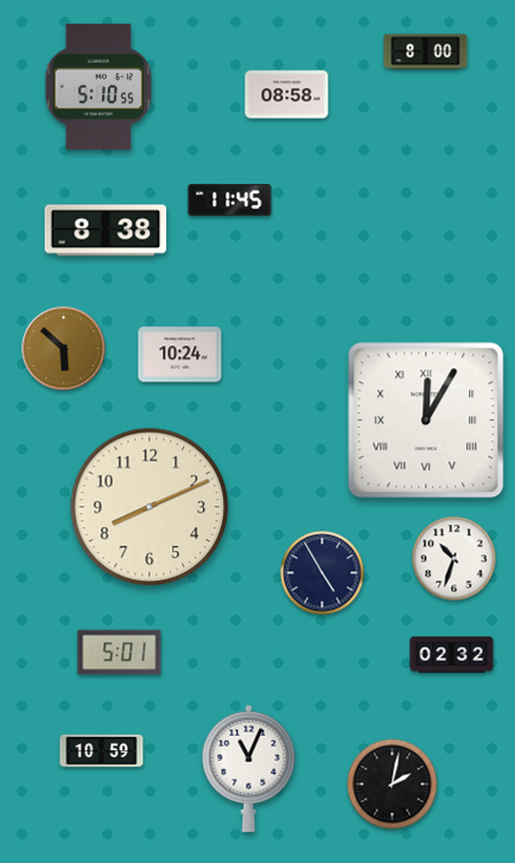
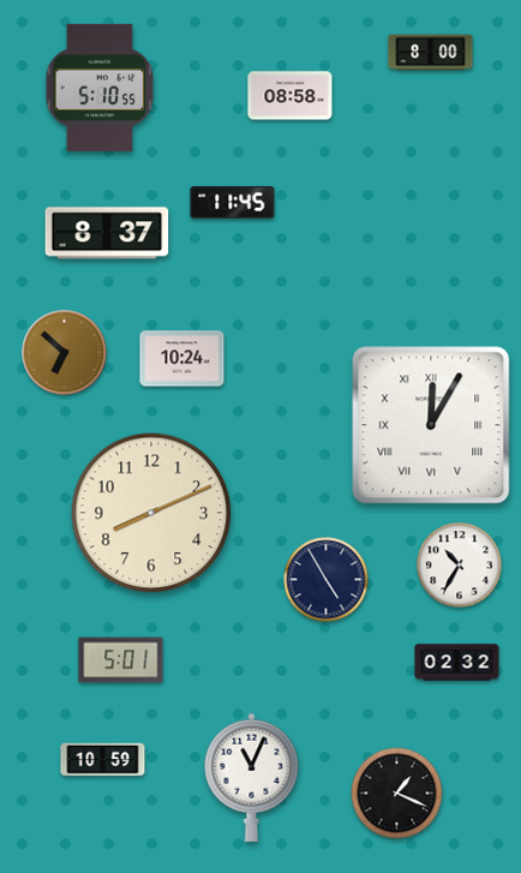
clock at (106, 230): 8:38 -> 8:37
clock at (64, 349): 5:52 -> 6:52
clock at (454, 559): 10:33 -> 10:35
clock at (393, 785): 2:02 -> 1:19
